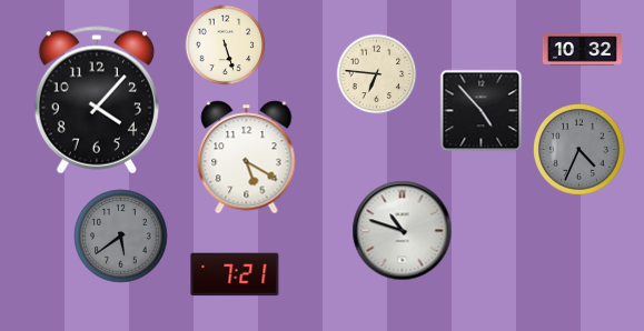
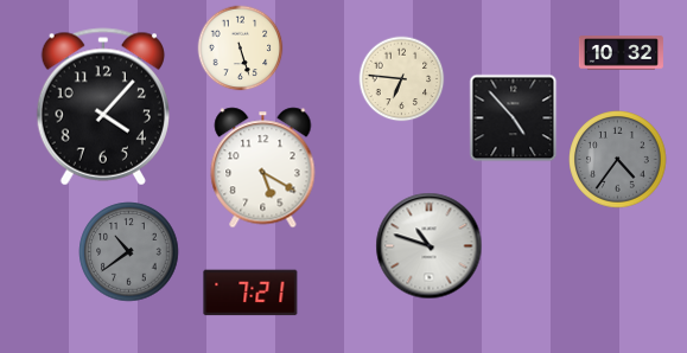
clock at (579, 150): 4:34 -> 4:36
clock at (121, 237): 5:39 -> 10:39
